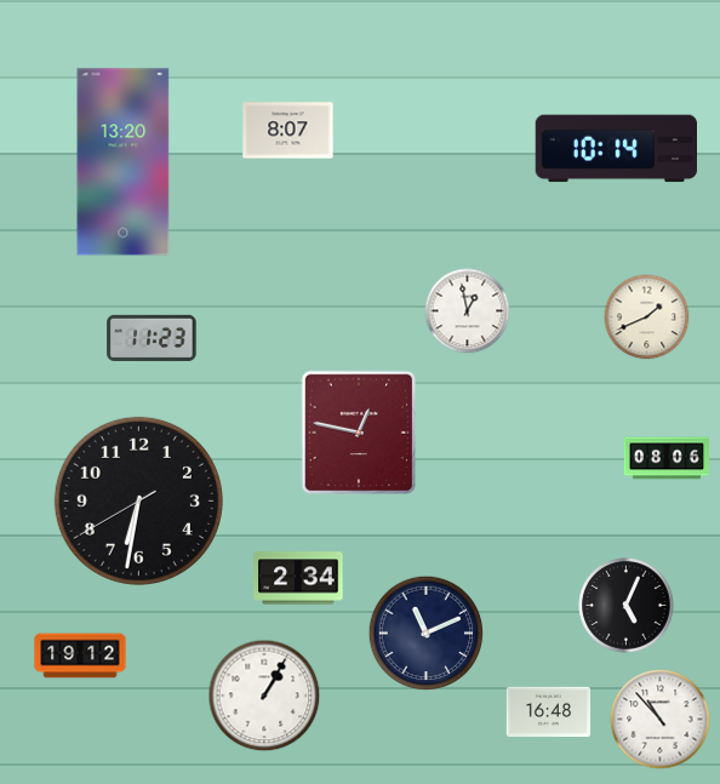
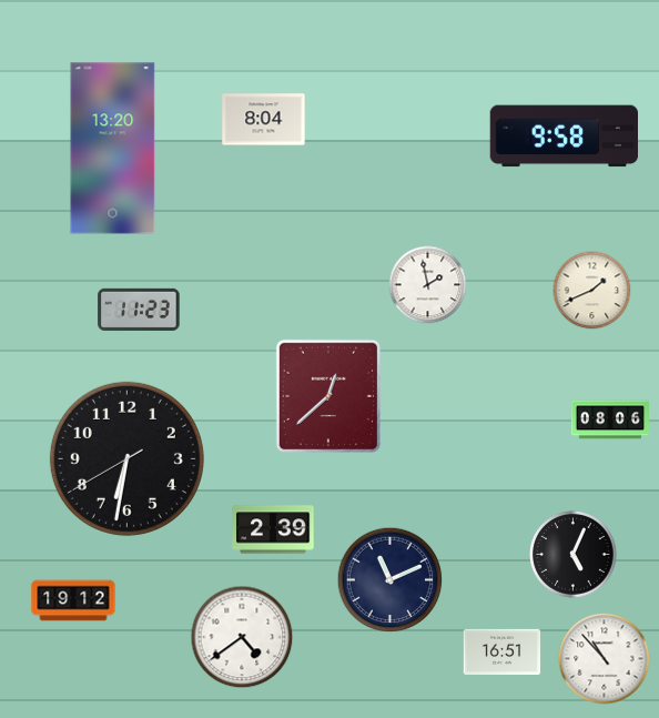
clock at (288, 131): 8:07 -> 8:04
clock at (616, 149): 10:14 -> 9:58
clock at (468, 311): 12:58 -> 1:58
clock at (358, 431): 12:47 -> 12:38
clock at (298, 578): 2:34 -> 2:39
clock at (264, 696): 1:05 -> 4:39
clock at (549, 711): 16:48 -> 16:51
